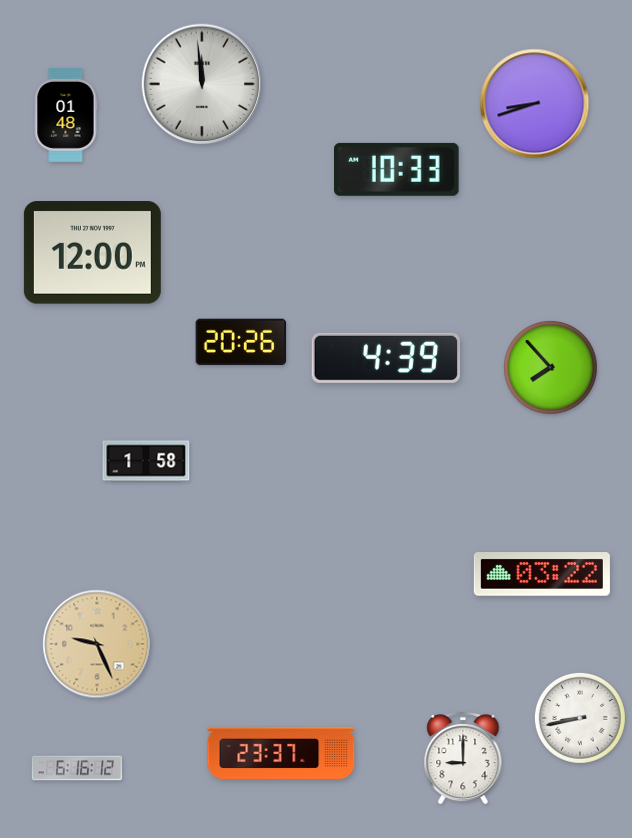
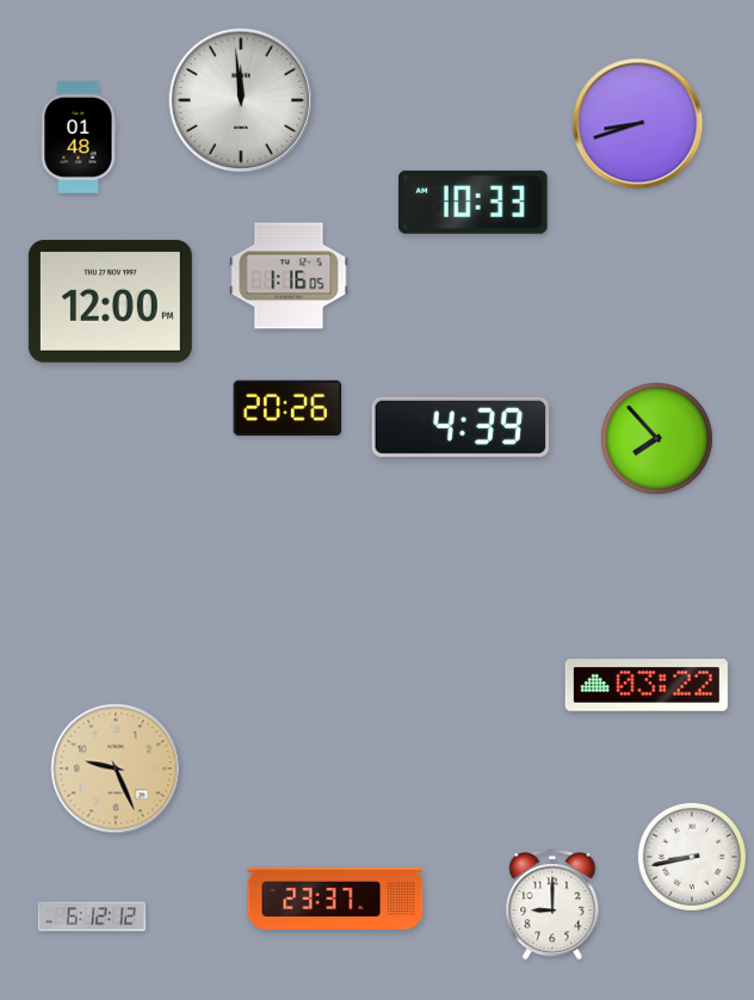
clock at (289, 276): none -> 1:16
clock at (146, 461): 1:58 -> none
clock at (77, 768): 6:16 -> 6:12
